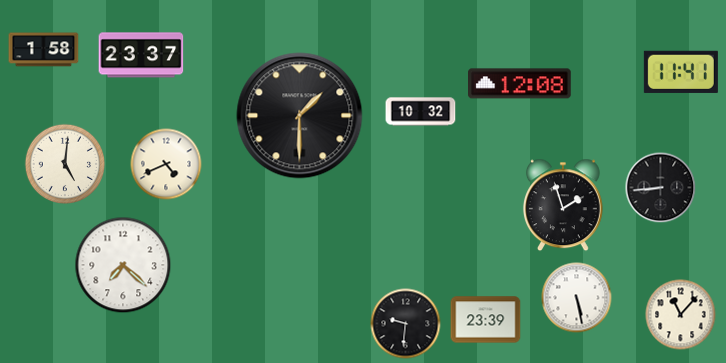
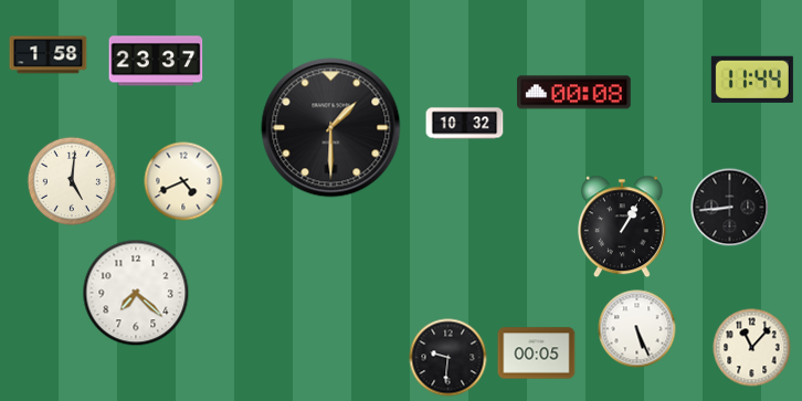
clock at (681, 72): 11:41 -> 11:44
clock at (520, 84): 12:08 -> 00:08
clock at (563, 205): 1:57 -> 1:05
clock at (577, 298): 5:28 -> 5:26
clock at (486, 320): 23:39 -> 00:05
